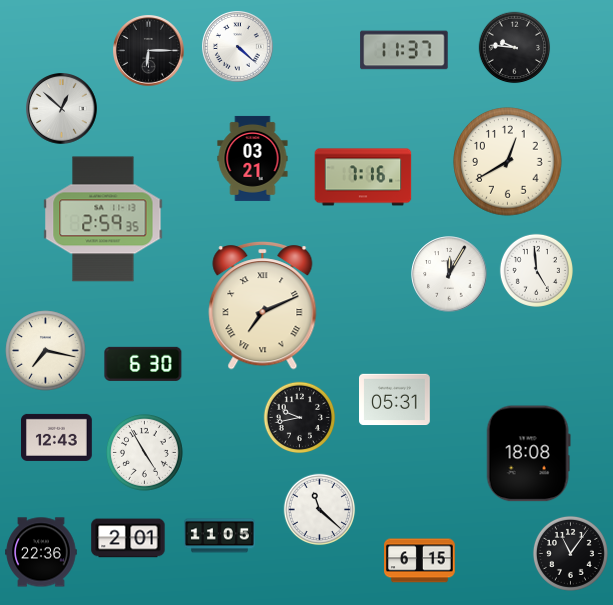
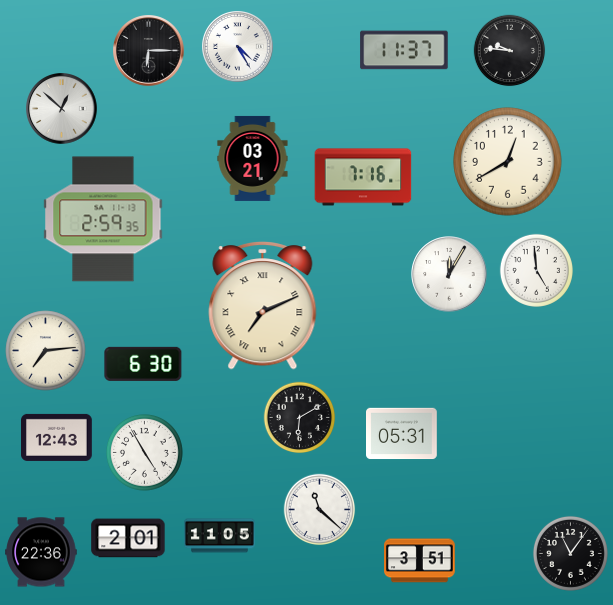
clock at (238, 47): 4:22 -> 4:25
clock at (515, 48) position: (515, 48) -> (510, 51)
clock at (46, 351): 7:17 -> 7:14
clock at (395, 400) position: (395, 400) -> (402, 434)
clock at (300, 418): 9:43 -> 6:10
clock at (528, 454): 18:08 -> none
clock at (420, 561): 6:15 -> 3:51
